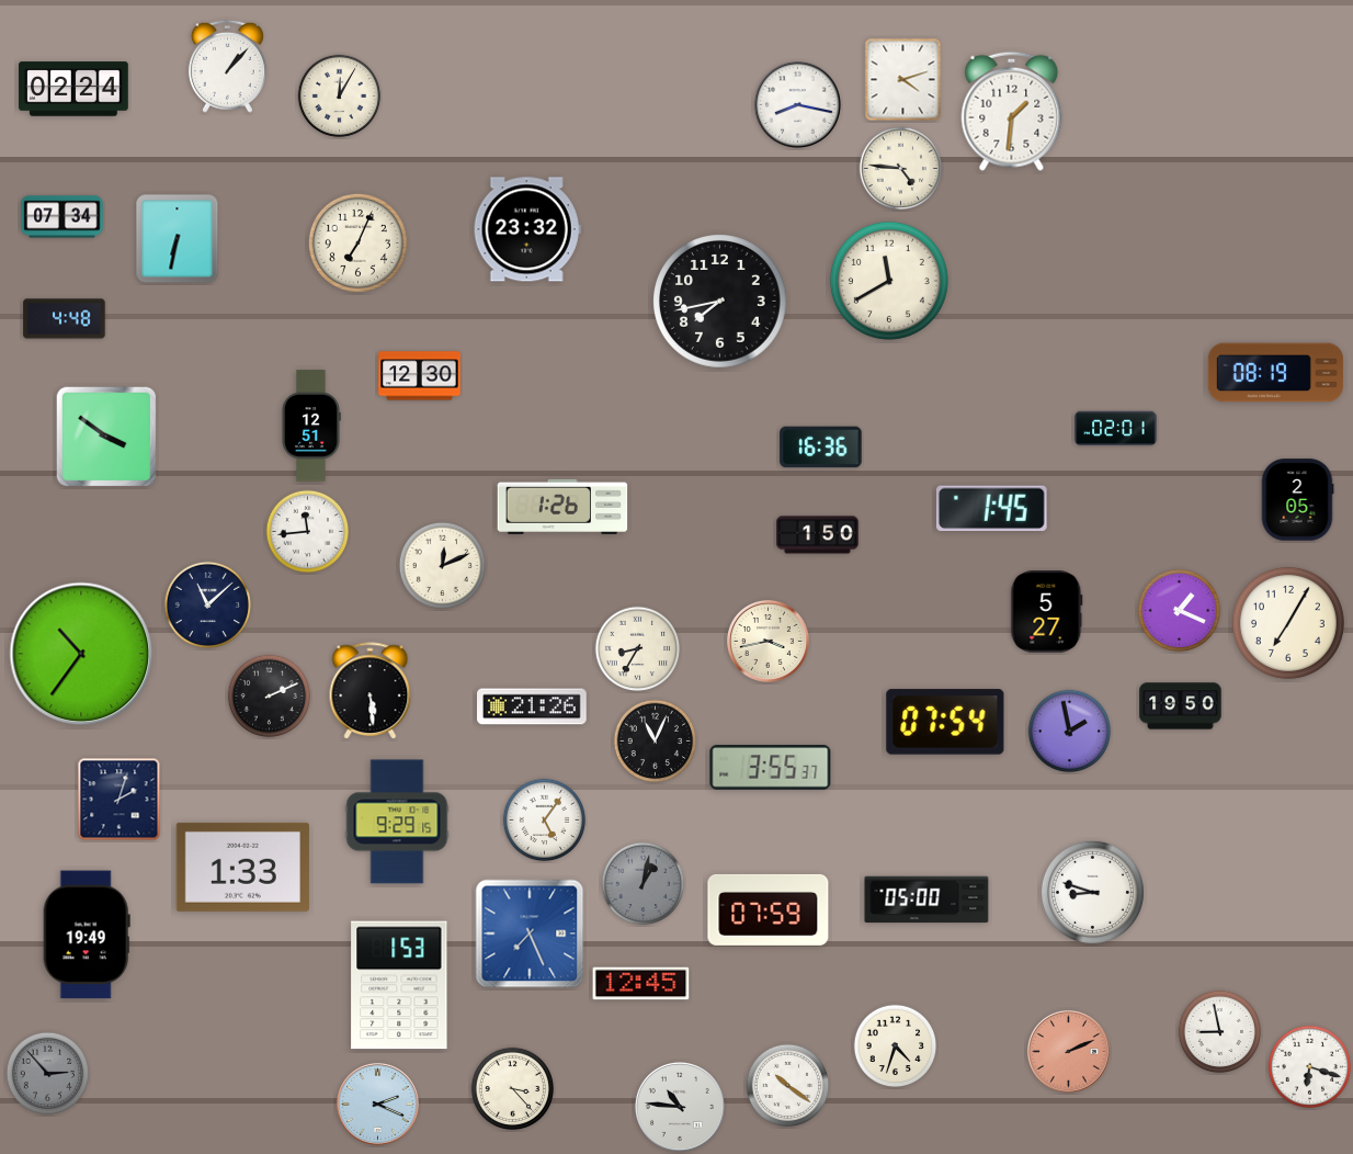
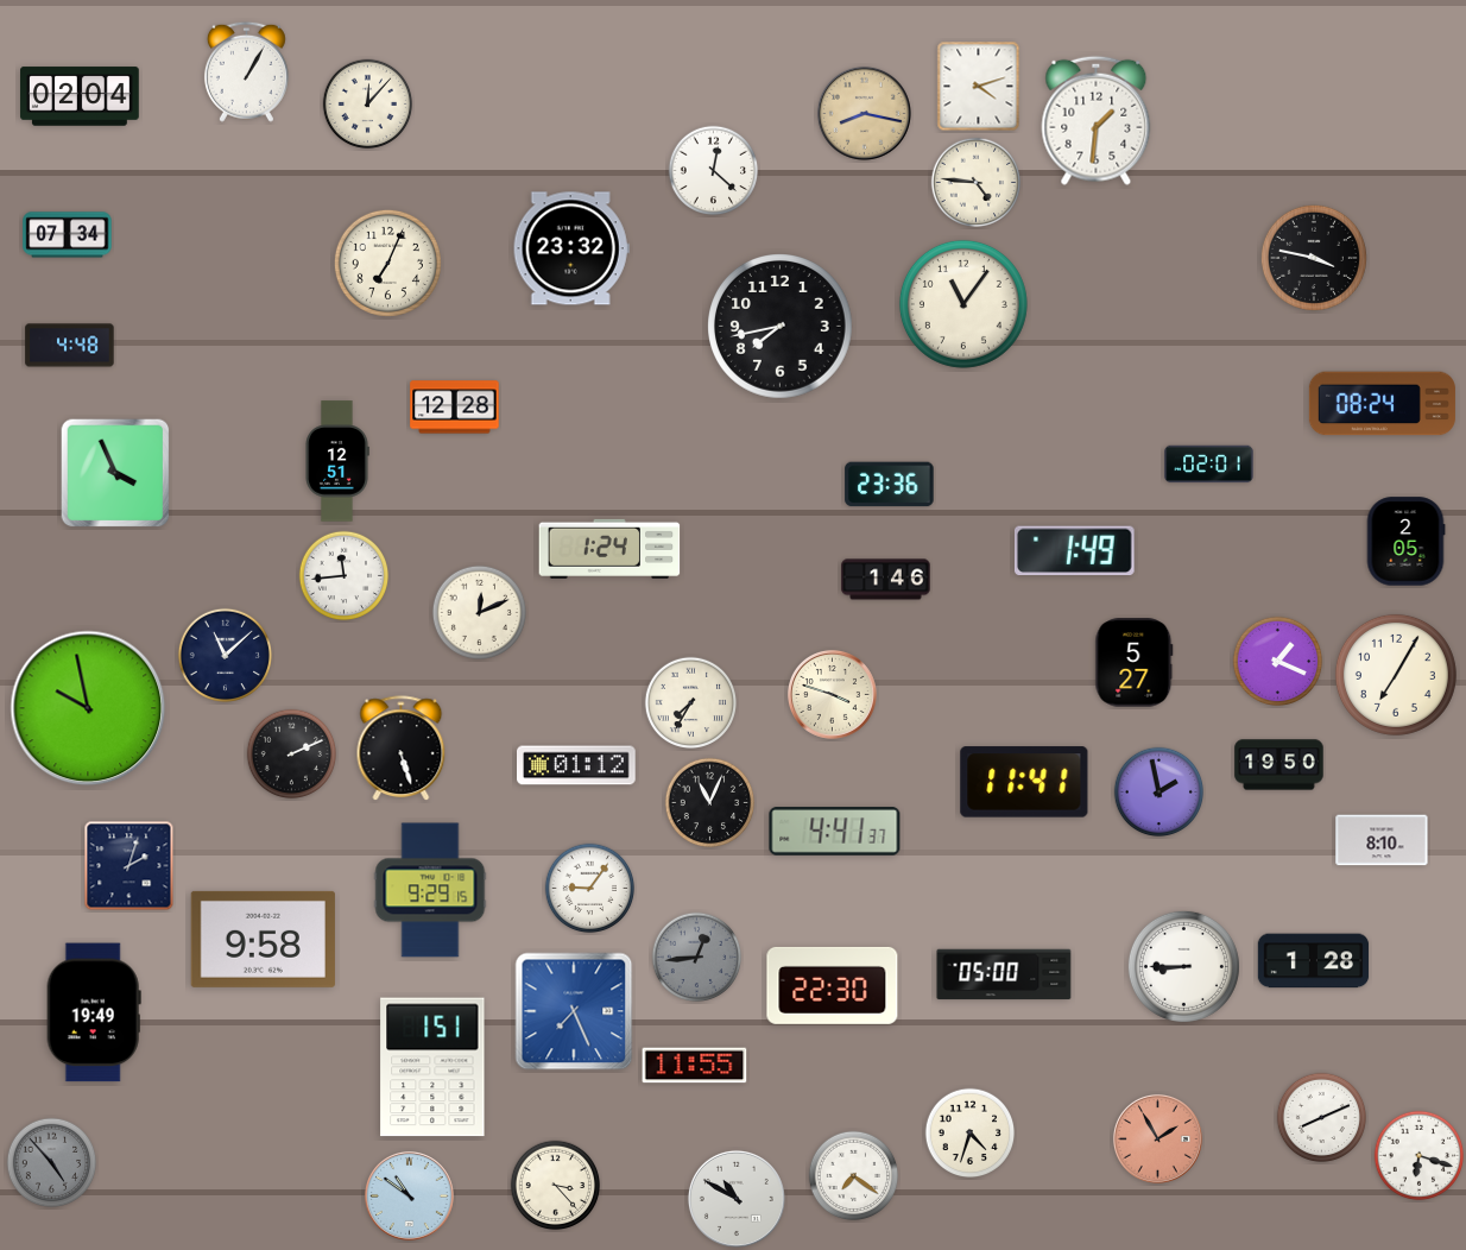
clock at (227, 66): 1:07 -> 1:05
clock at (73, 89): 02:24 -> 02:04
clock at (340, 97): 12:05 -> 12:07
clock at (797, 104) dial: white -> champagne
clock at (714, 171): none -> 12:22
clock at (1314, 258): none -> 3:47
clock at (178, 239): 6:32 -> none
clock at (889, 281): 11:40 -> 11:06
clock at (1275, 373): 08:19 -> 08:24
clock at (420, 376): 12:30 -> 12:28
clock at (106, 437): 3:51 -> 3:56
clock at (821, 448): 16:36 -> 23:36
clock at (562, 507): 1:26 -> 1:24
clock at (992, 509): 1:45 -> 1:49
clock at (308, 532) position: (308, 532) -> (345, 576)
clock at (818, 535): 1:50 -> 1:46
clock at (768, 641): 3:43 -> 3:48
clock at (638, 649): 8:35 -> 7:35
clock at (81, 654): 10:36 -> 9:58
clock at (371, 691): 5:29 -> 5:27
clock at (533, 706): 21:26 -> 01:12
clock at (945, 722): 07:54 -> 11:41
clock at (771, 768): 3:55 -> 4:41
clock at (1382, 840): none -> 8:10
clock at (545, 821): 5:06 -> 9:06
clock at (242, 867): 1:33 -> 9:58
clock at (644, 884): 1:02 -> 12:44
clock at (1314, 961): none -> 1:28
clock at (1092, 892): 8:48 -> 8:45
clock at (769, 909): 07:59 -> 22:30
clock at (641, 984): 12:45 -> 11:55
clock at (399, 985): 1:53 -> 1:51
clock at (1220, 1032): 8:58 -> 8:11
clock at (1068, 1051): 2:11 -> 1:55
clock at (48, 1074): 2:53 -> 4:53
clock at (788, 1086): 10:21 -> 7:21
clock at (513, 1089) position: (513, 1089) -> (556, 1186)
clock at (377, 1104): 2:19 -> 10:51
clock at (680, 1107): 10:46 -> 10:50
